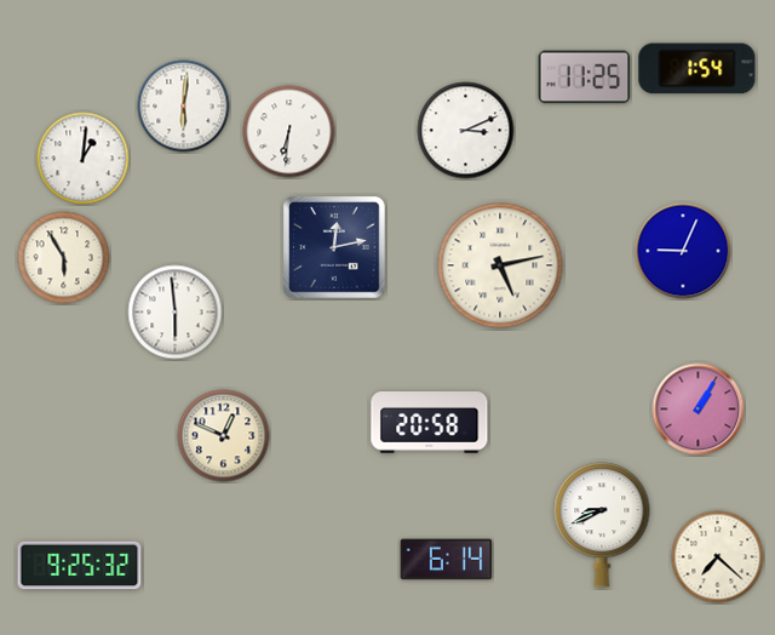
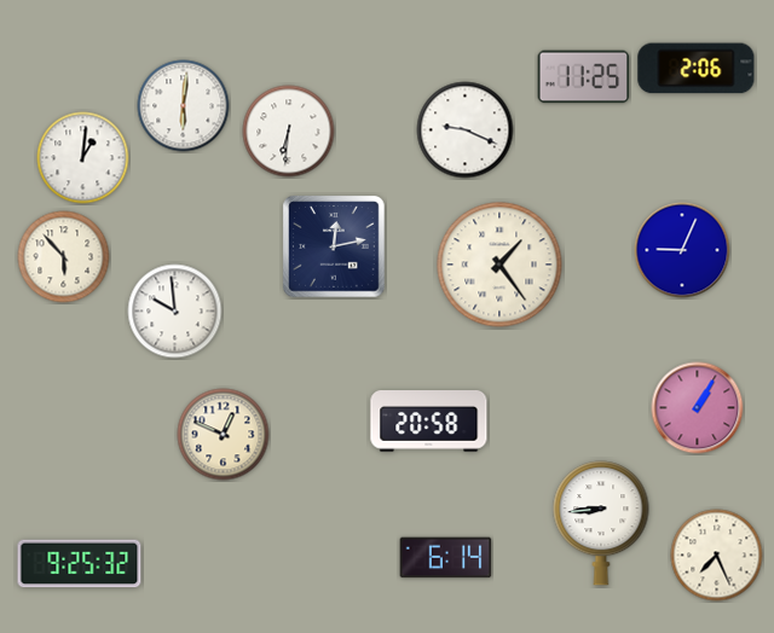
clock at (697, 69): 1:54 -> 2:06
clock at (466, 131): 3:11 -> 9:19
clock at (64, 258): 5:55 -> 5:53
clock at (500, 265): 5:13 -> 1:24
clock at (176, 313): 5:59 -> 9:59
clock at (602, 525): 8:41 -> 8:44
clock at (718, 557): 7:22 -> 7:26
